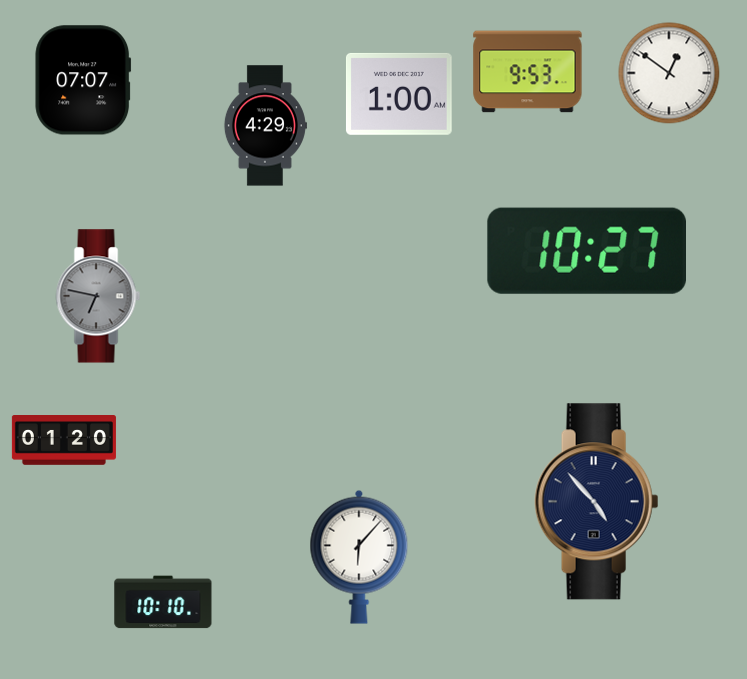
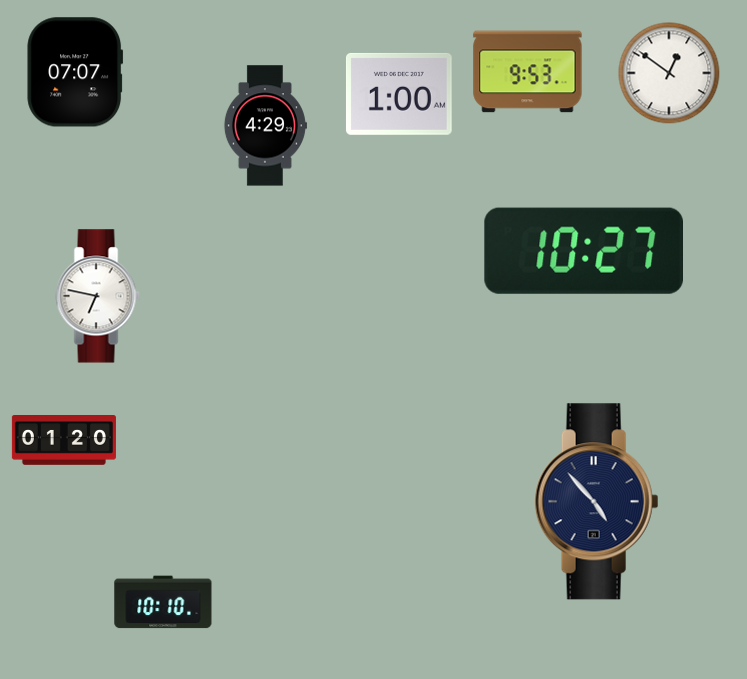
clock at (83, 80) position: (83, 80) -> (75, 72)
clock at (586, 251) position: (586, 251) -> (583, 251)
clock at (98, 296) dial: grey -> white
clock at (359, 557): 6:07 -> none
